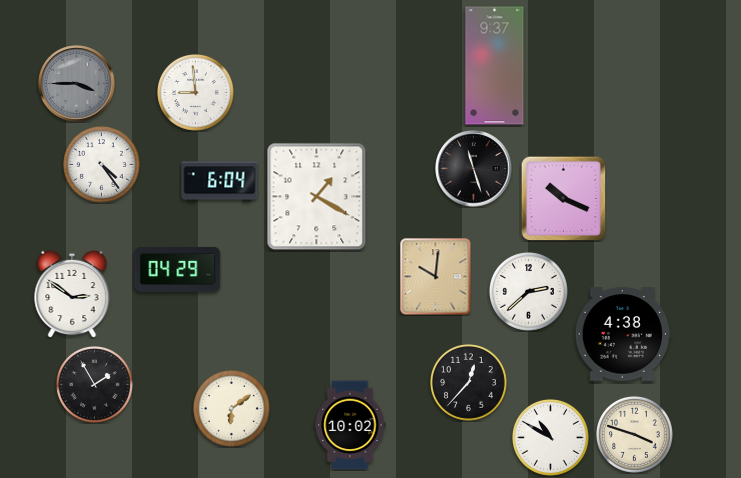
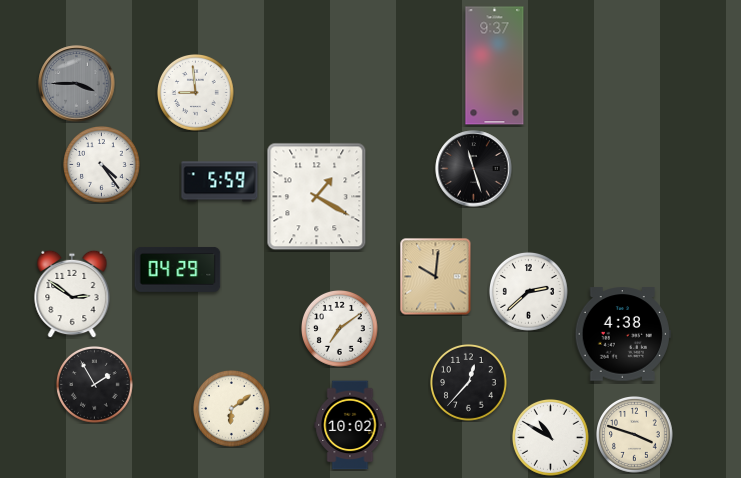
clock at (220, 182): 6:04 -> 5:59
clock at (563, 198): 10:19 -> none
clock at (340, 329): none -> 7:09
